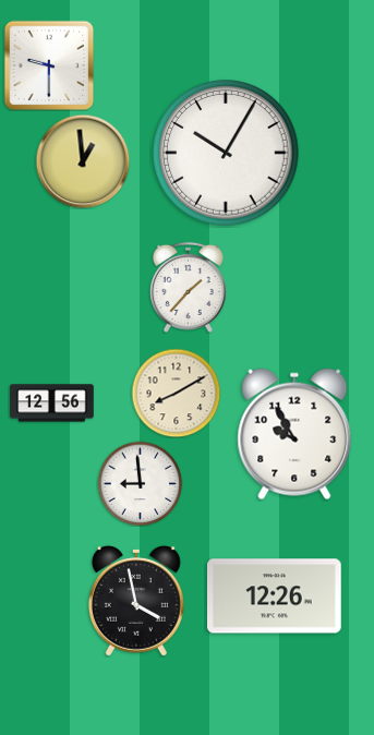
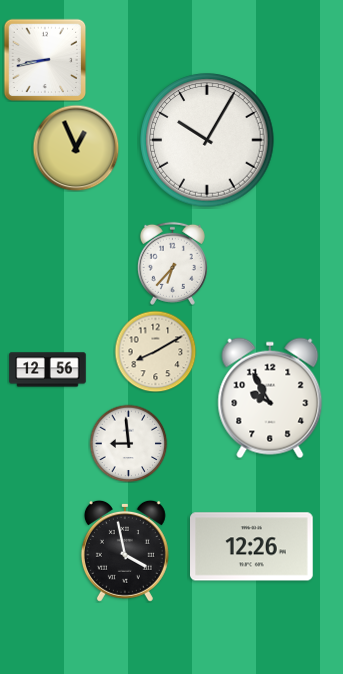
clock at (49, 65): 9:30 -> 8:43
clock at (83, 161): 12:59 -> 12:56
clock at (188, 287): 1:37 -> 6:37
clock at (176, 393) position: (176, 393) -> (155, 351)
